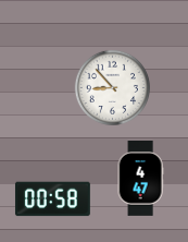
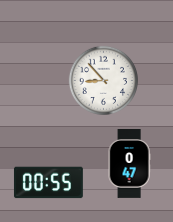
clock at (140, 179): 4:47 -> 0:47
clock at (52, 199): 00:58 -> 00:55
